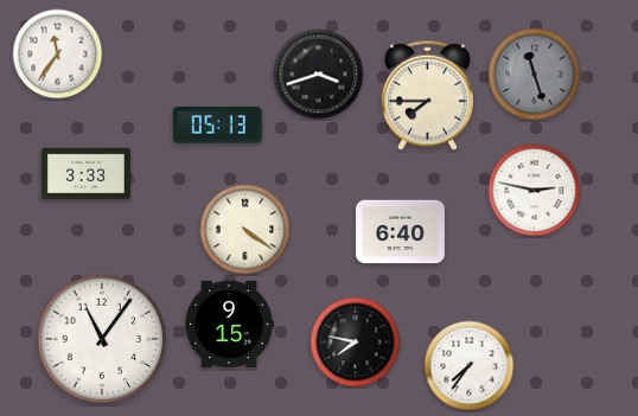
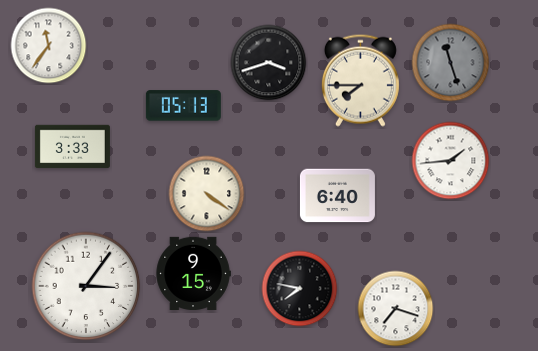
clock at (535, 191): 2:47 -> 1:44
clock at (102, 339): 11:06 -> 3:06
clock at (470, 366): 7:36 -> 7:18
